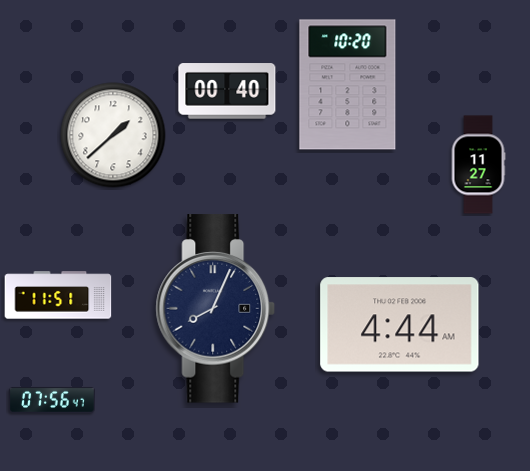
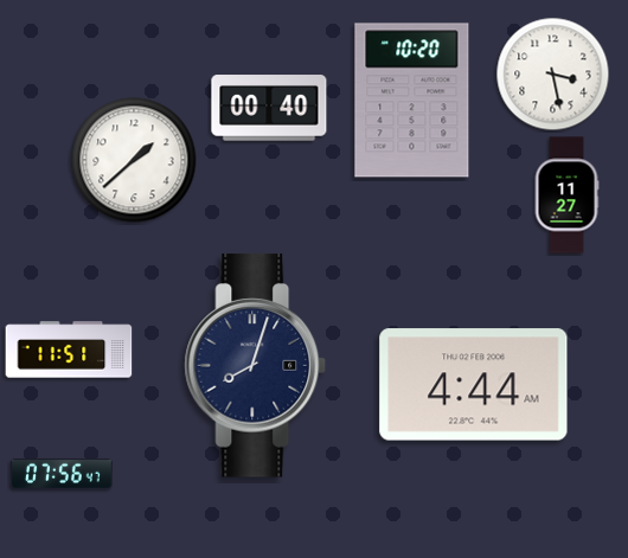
clock at (553, 75): none -> 3:28
clock at (216, 309): 8:04 -> 8:03
